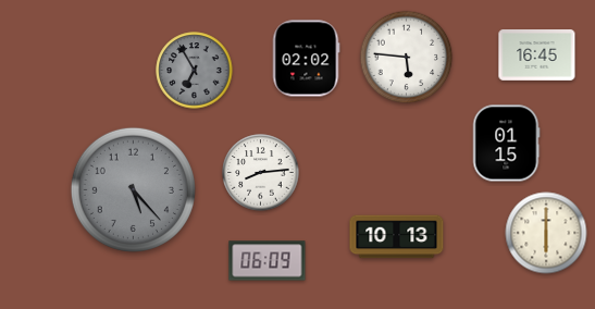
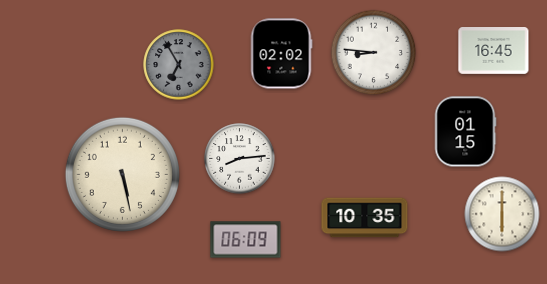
clock at (407, 58): 5:46 -> 8:46
clock at (133, 189): 5:23 -> 5:28
clock at (133, 189) dial: grey -> cream
clock at (397, 237): 10:13 -> 10:35
